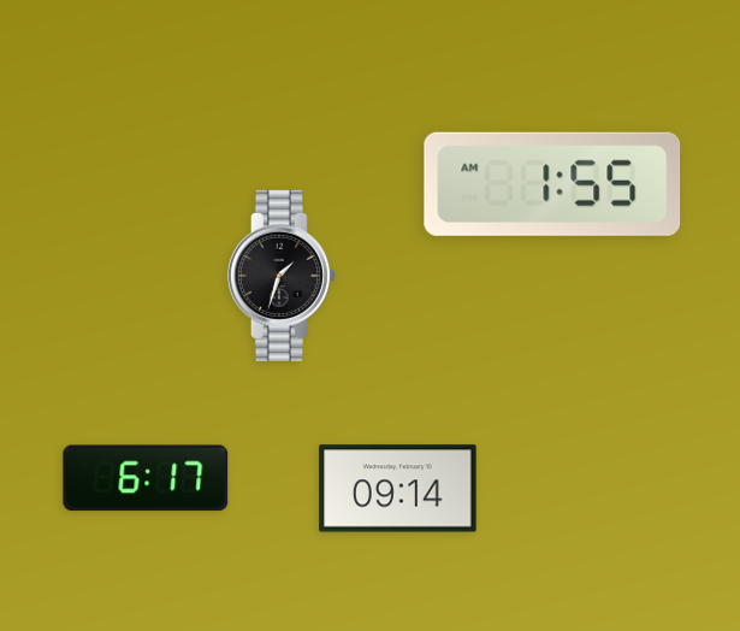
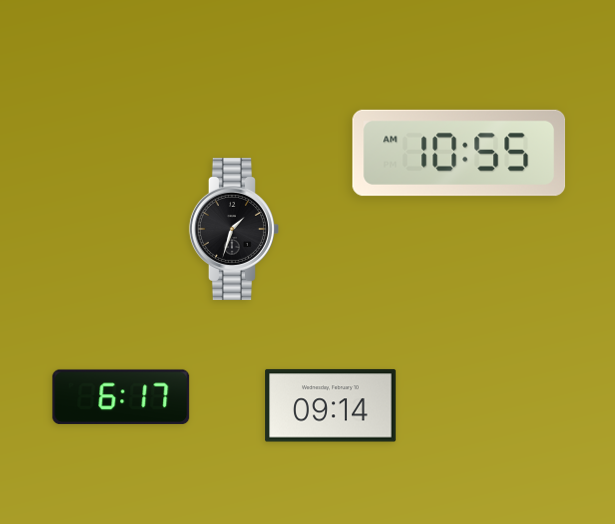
clock at (552, 184): 1:55 -> 10:55
